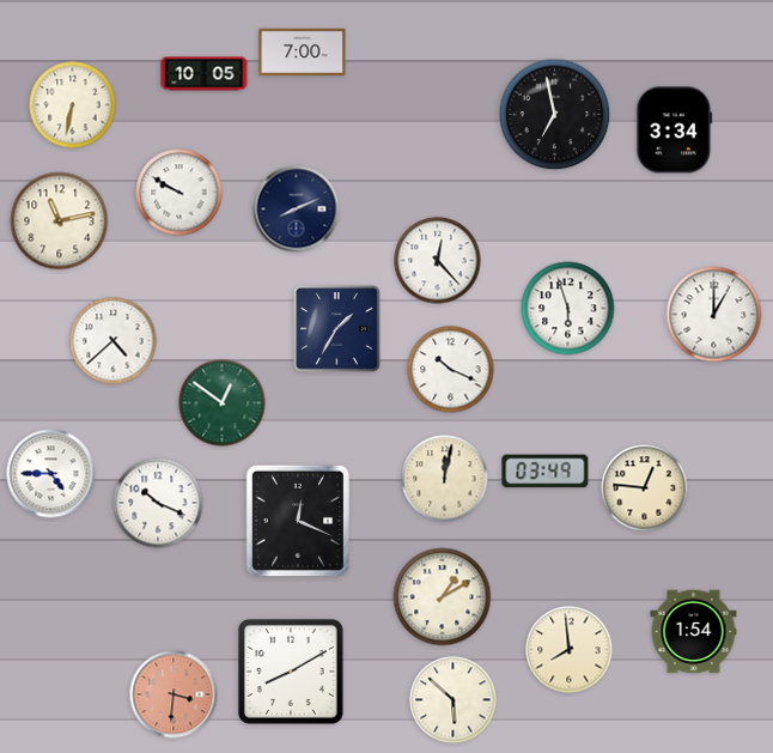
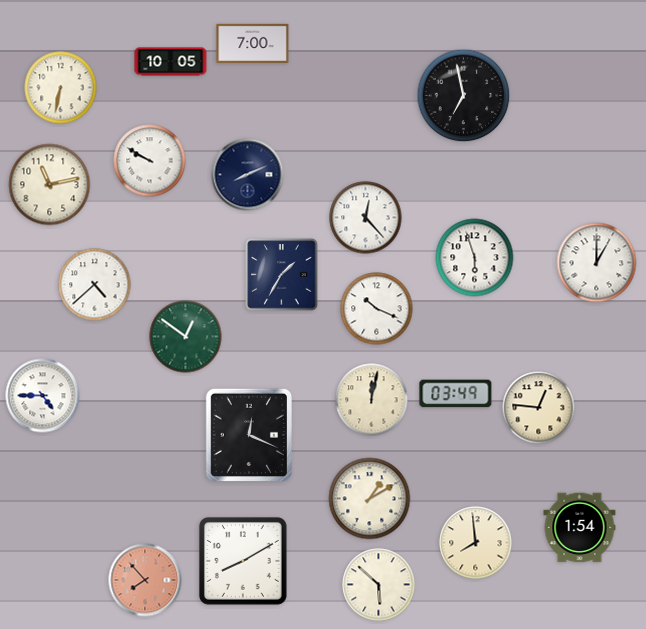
clock at (675, 130): 3:34 -> none
clock at (158, 503): 10:19 -> none
clock at (174, 694): 3:31 -> 7:53
